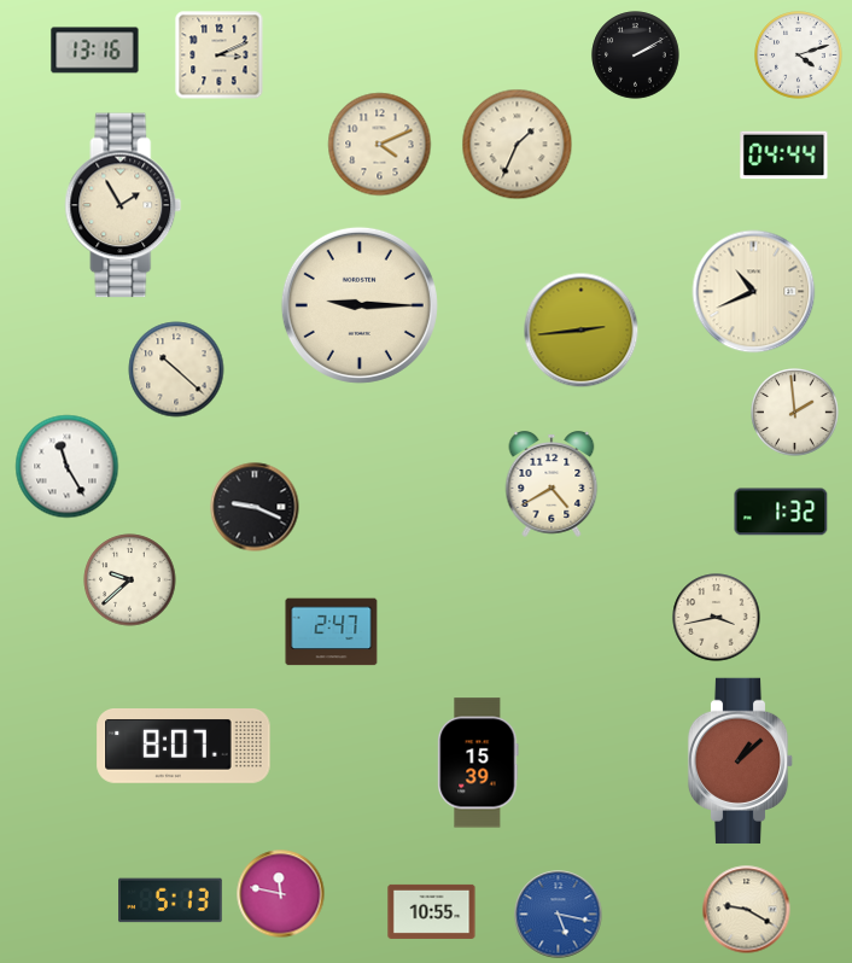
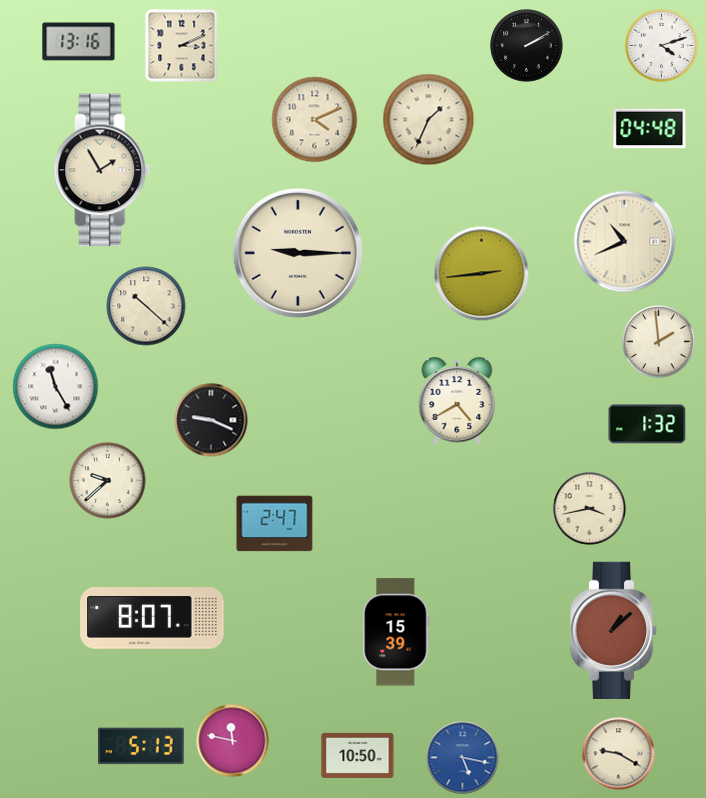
clock at (784, 156): 04:44 -> 04:48
clock at (717, 618) position: (717, 618) -> (590, 509)
clock at (432, 911): 10:55 -> 10:50
